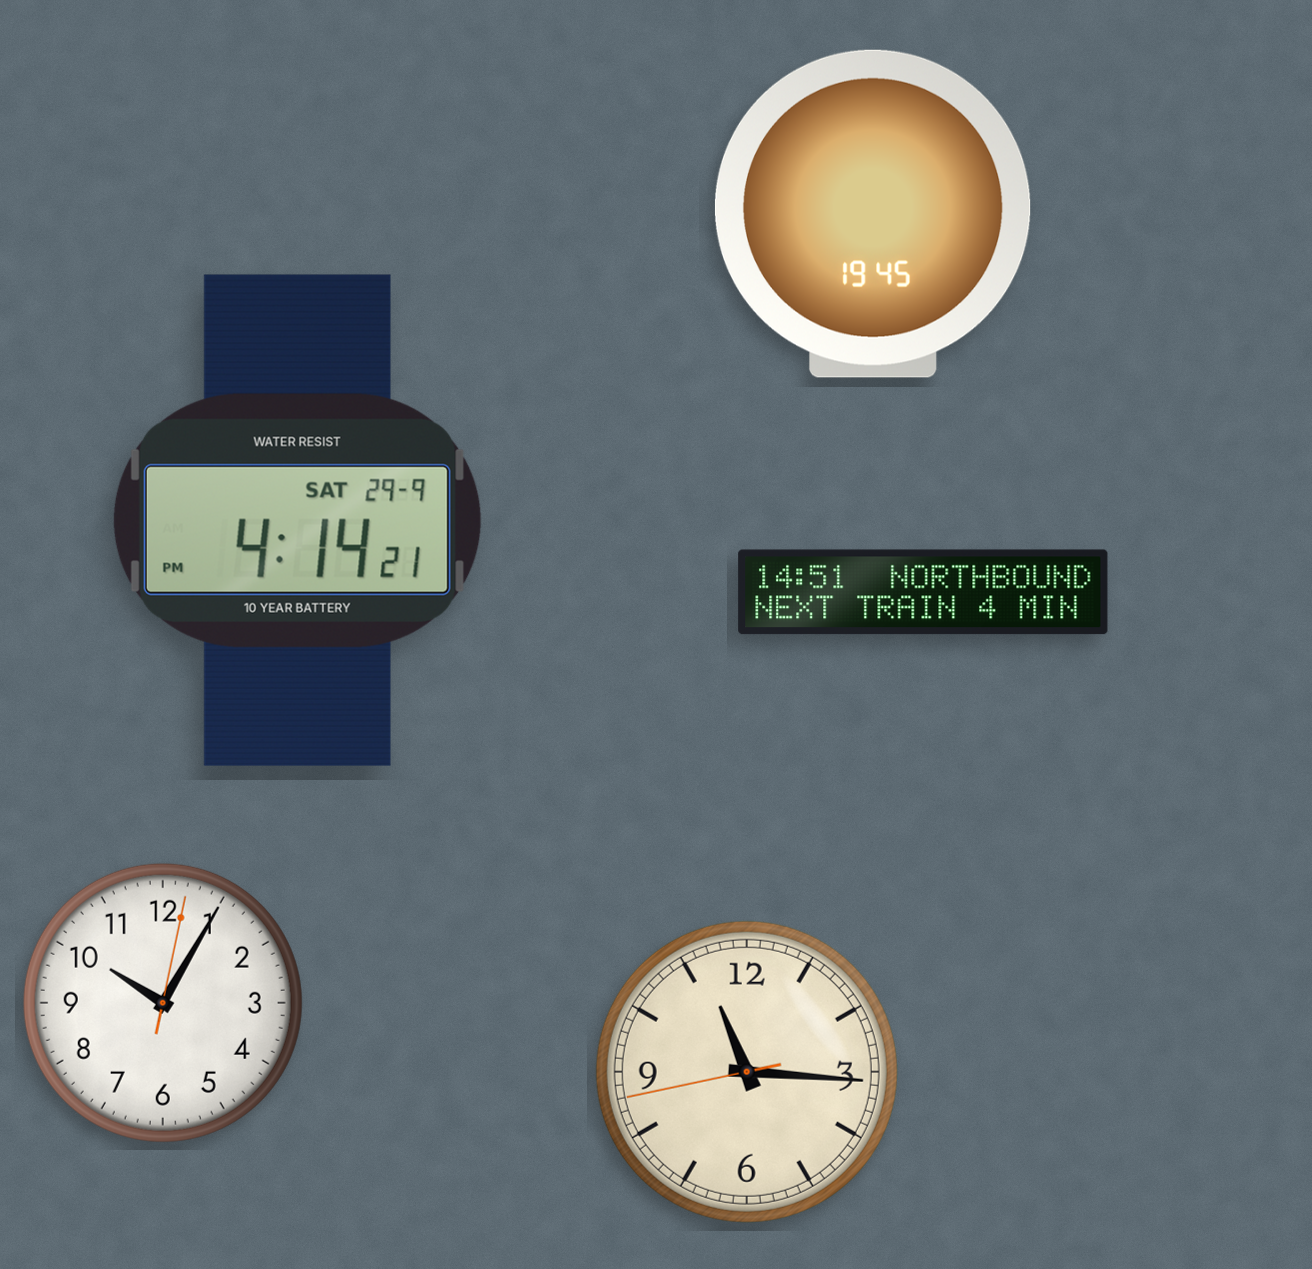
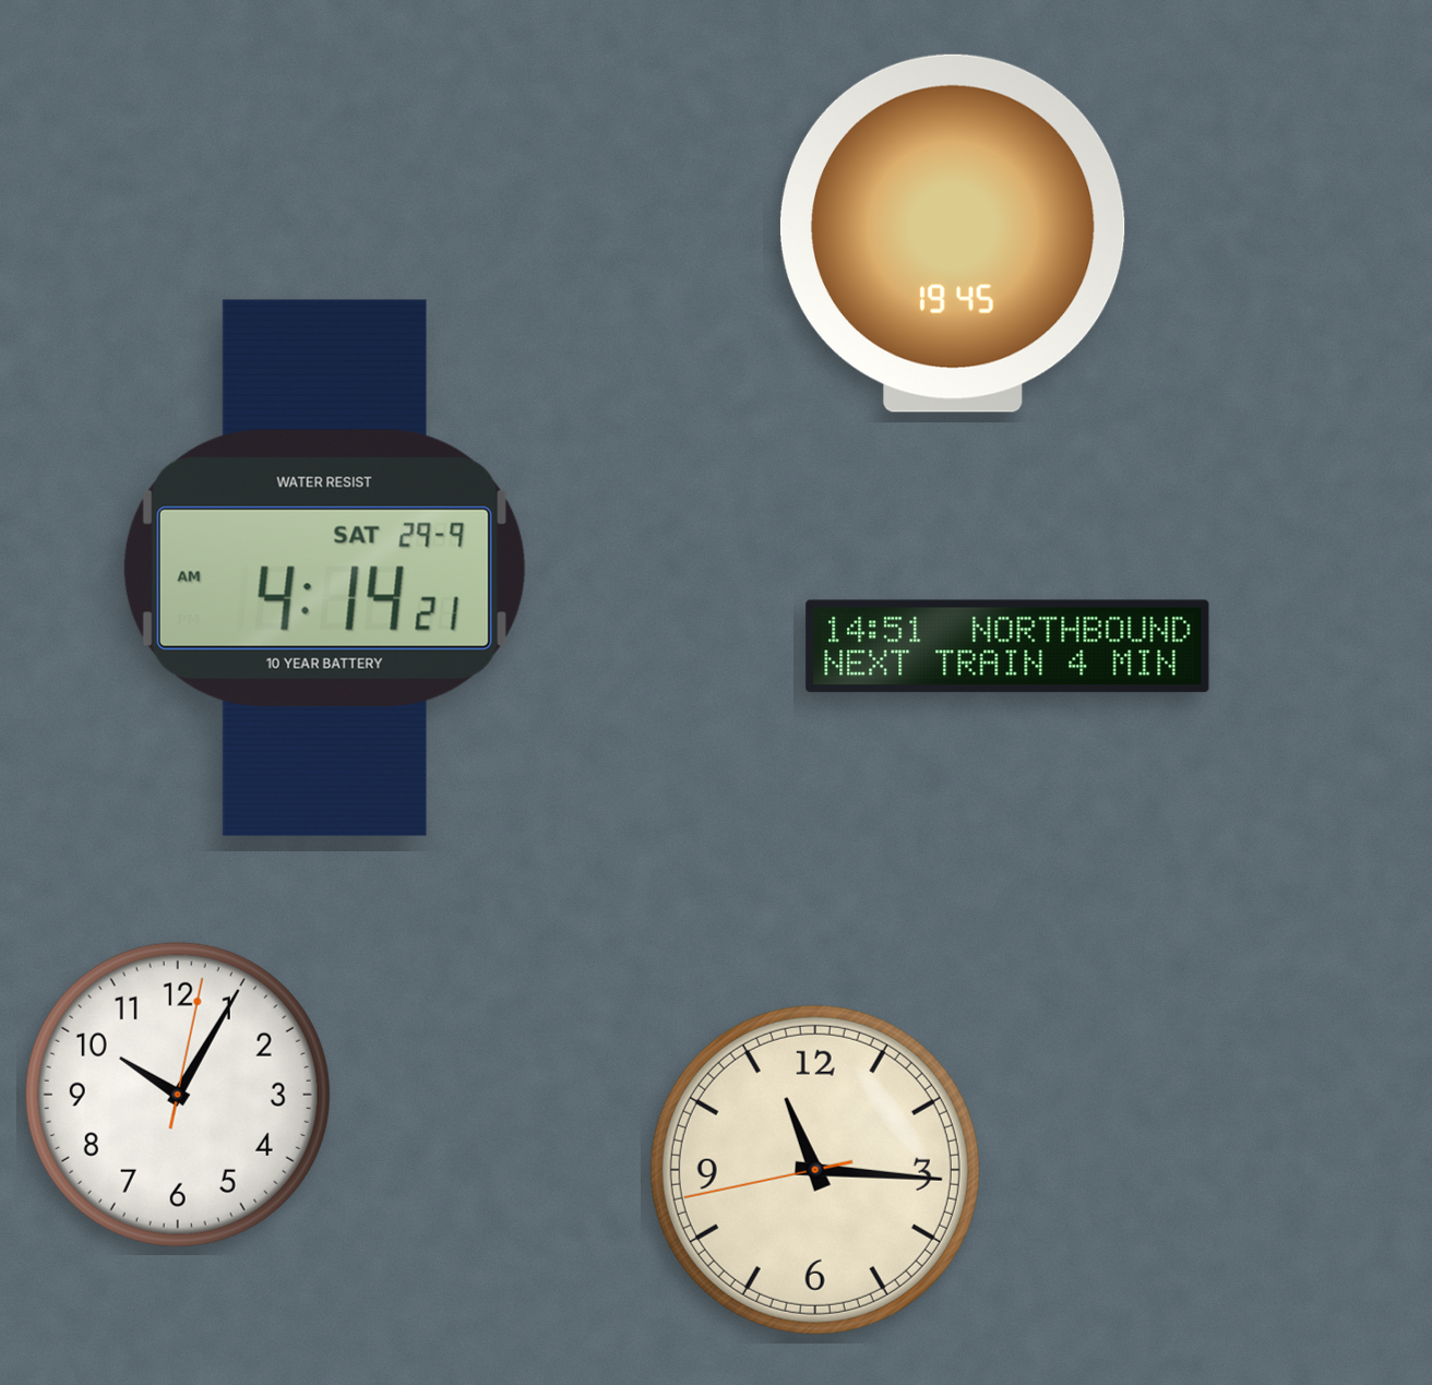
clock at (297, 520): 4:14:21 PM -> 4:14:21 AM
